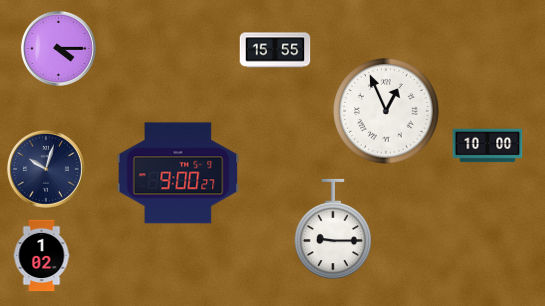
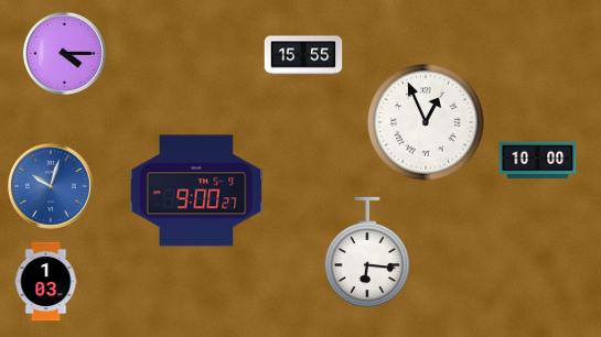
clock at (46, 169) dial: navy -> blue
clock at (333, 229): 9:15 -> 6:16
clock at (42, 256): 1:02 -> 1:03
